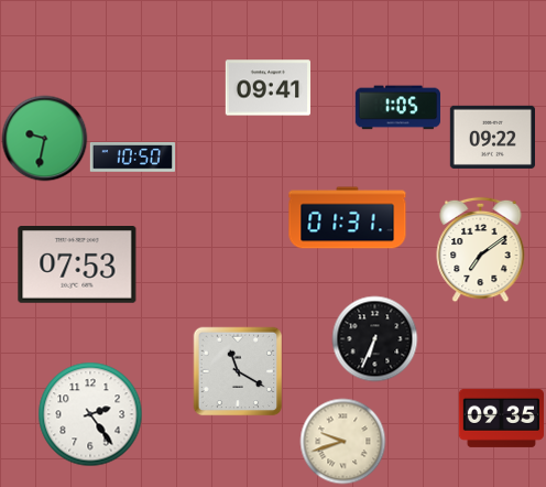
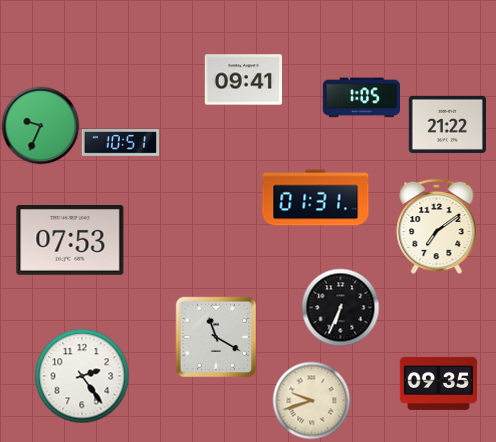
clock at (492, 137): 09:22 -> 21:22
clock at (44, 138): 9:32 -> 9:34
clock at (132, 158): 10:50 -> 10:51
clock at (501, 418) position: (501, 418) -> (438, 383)
